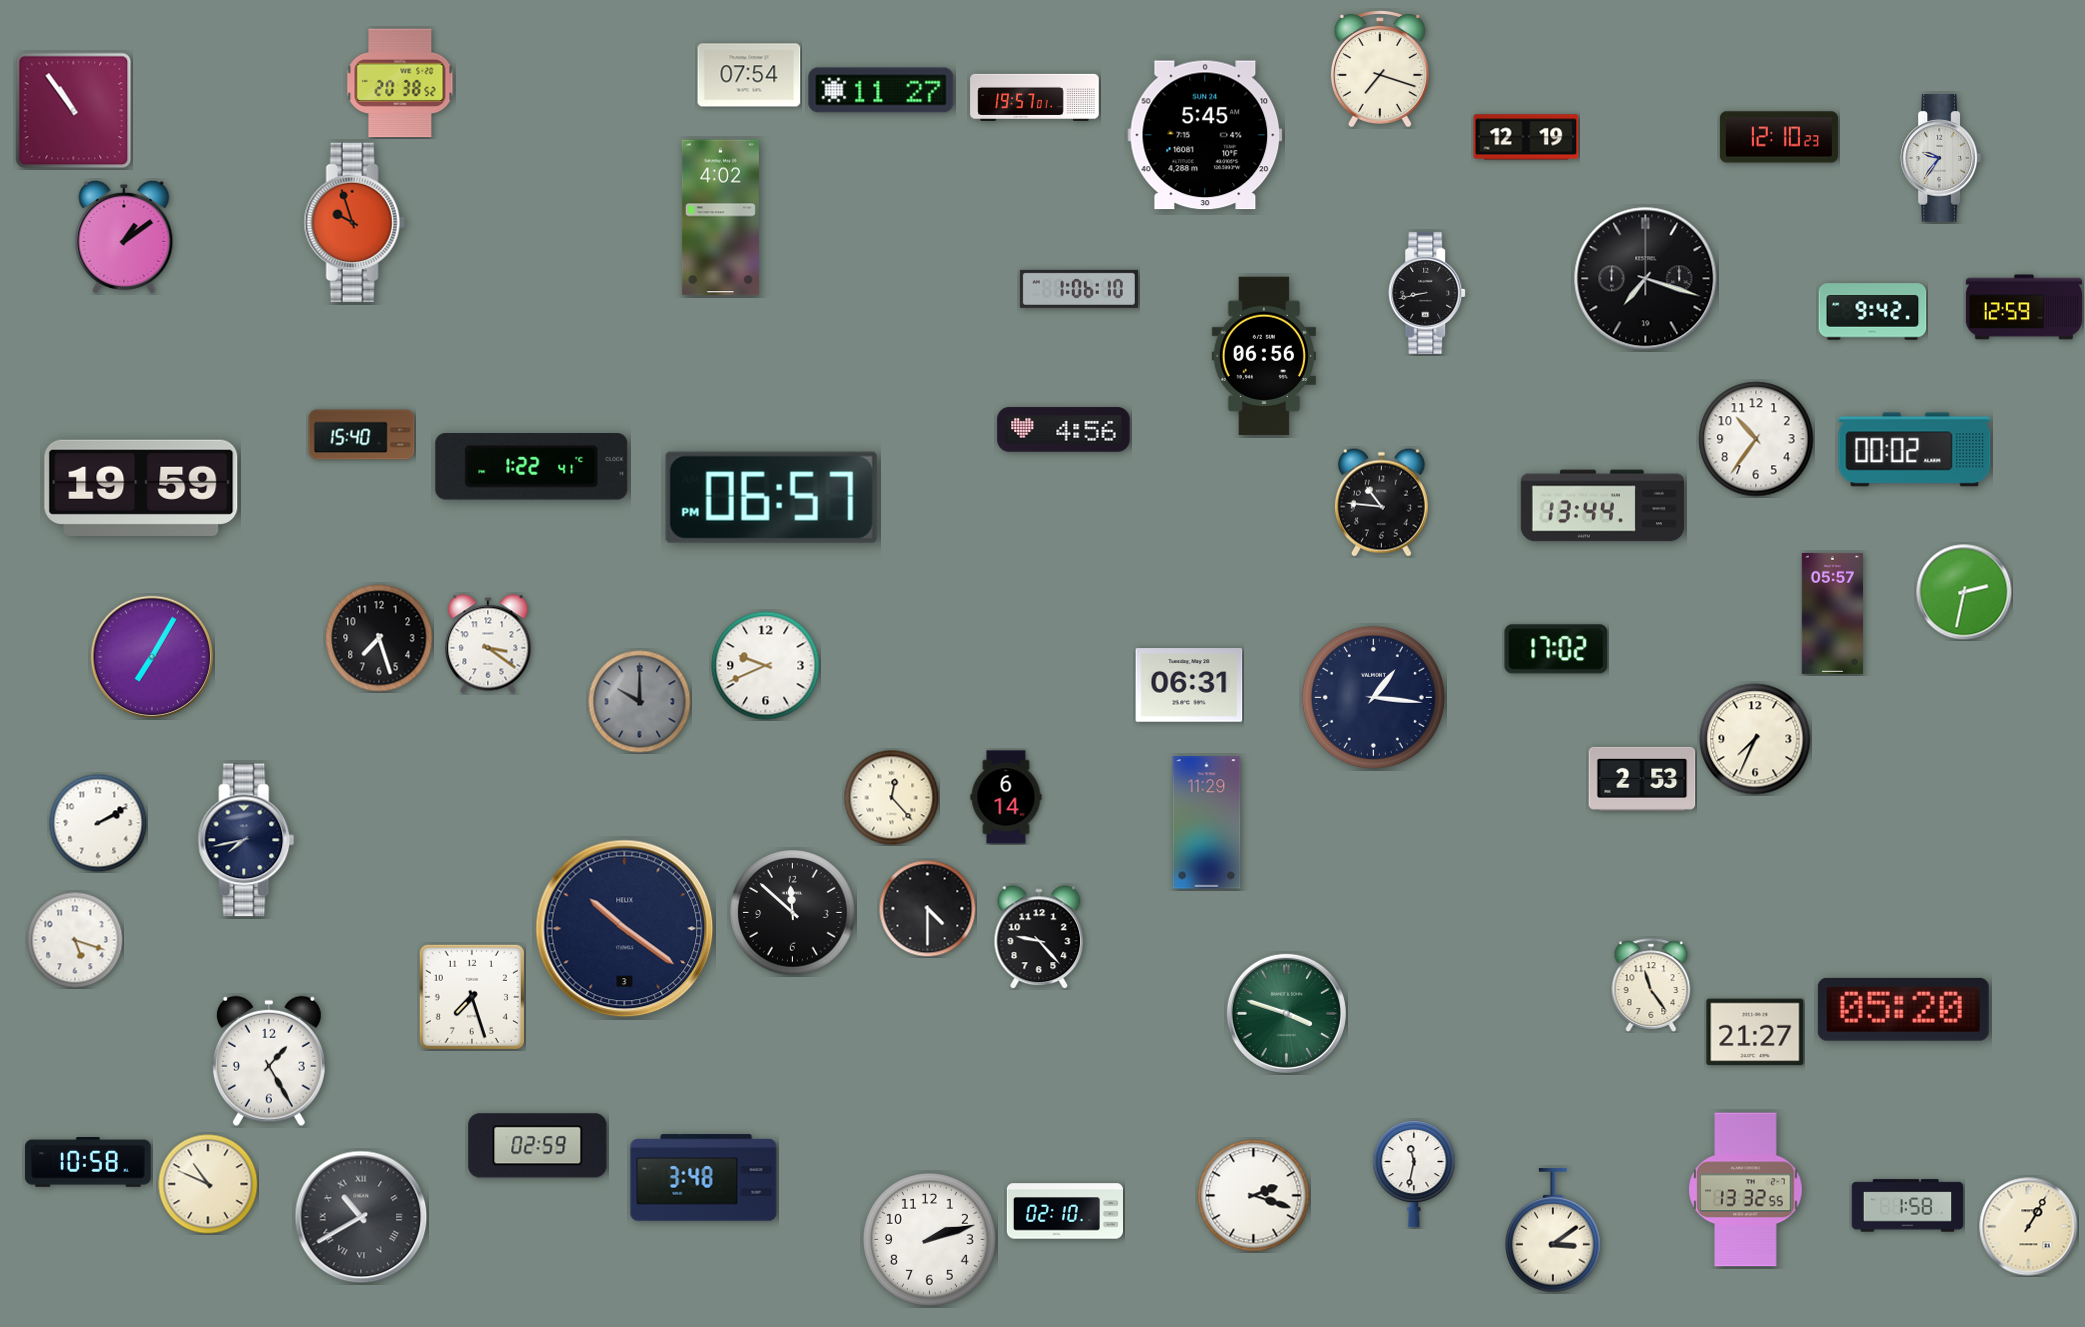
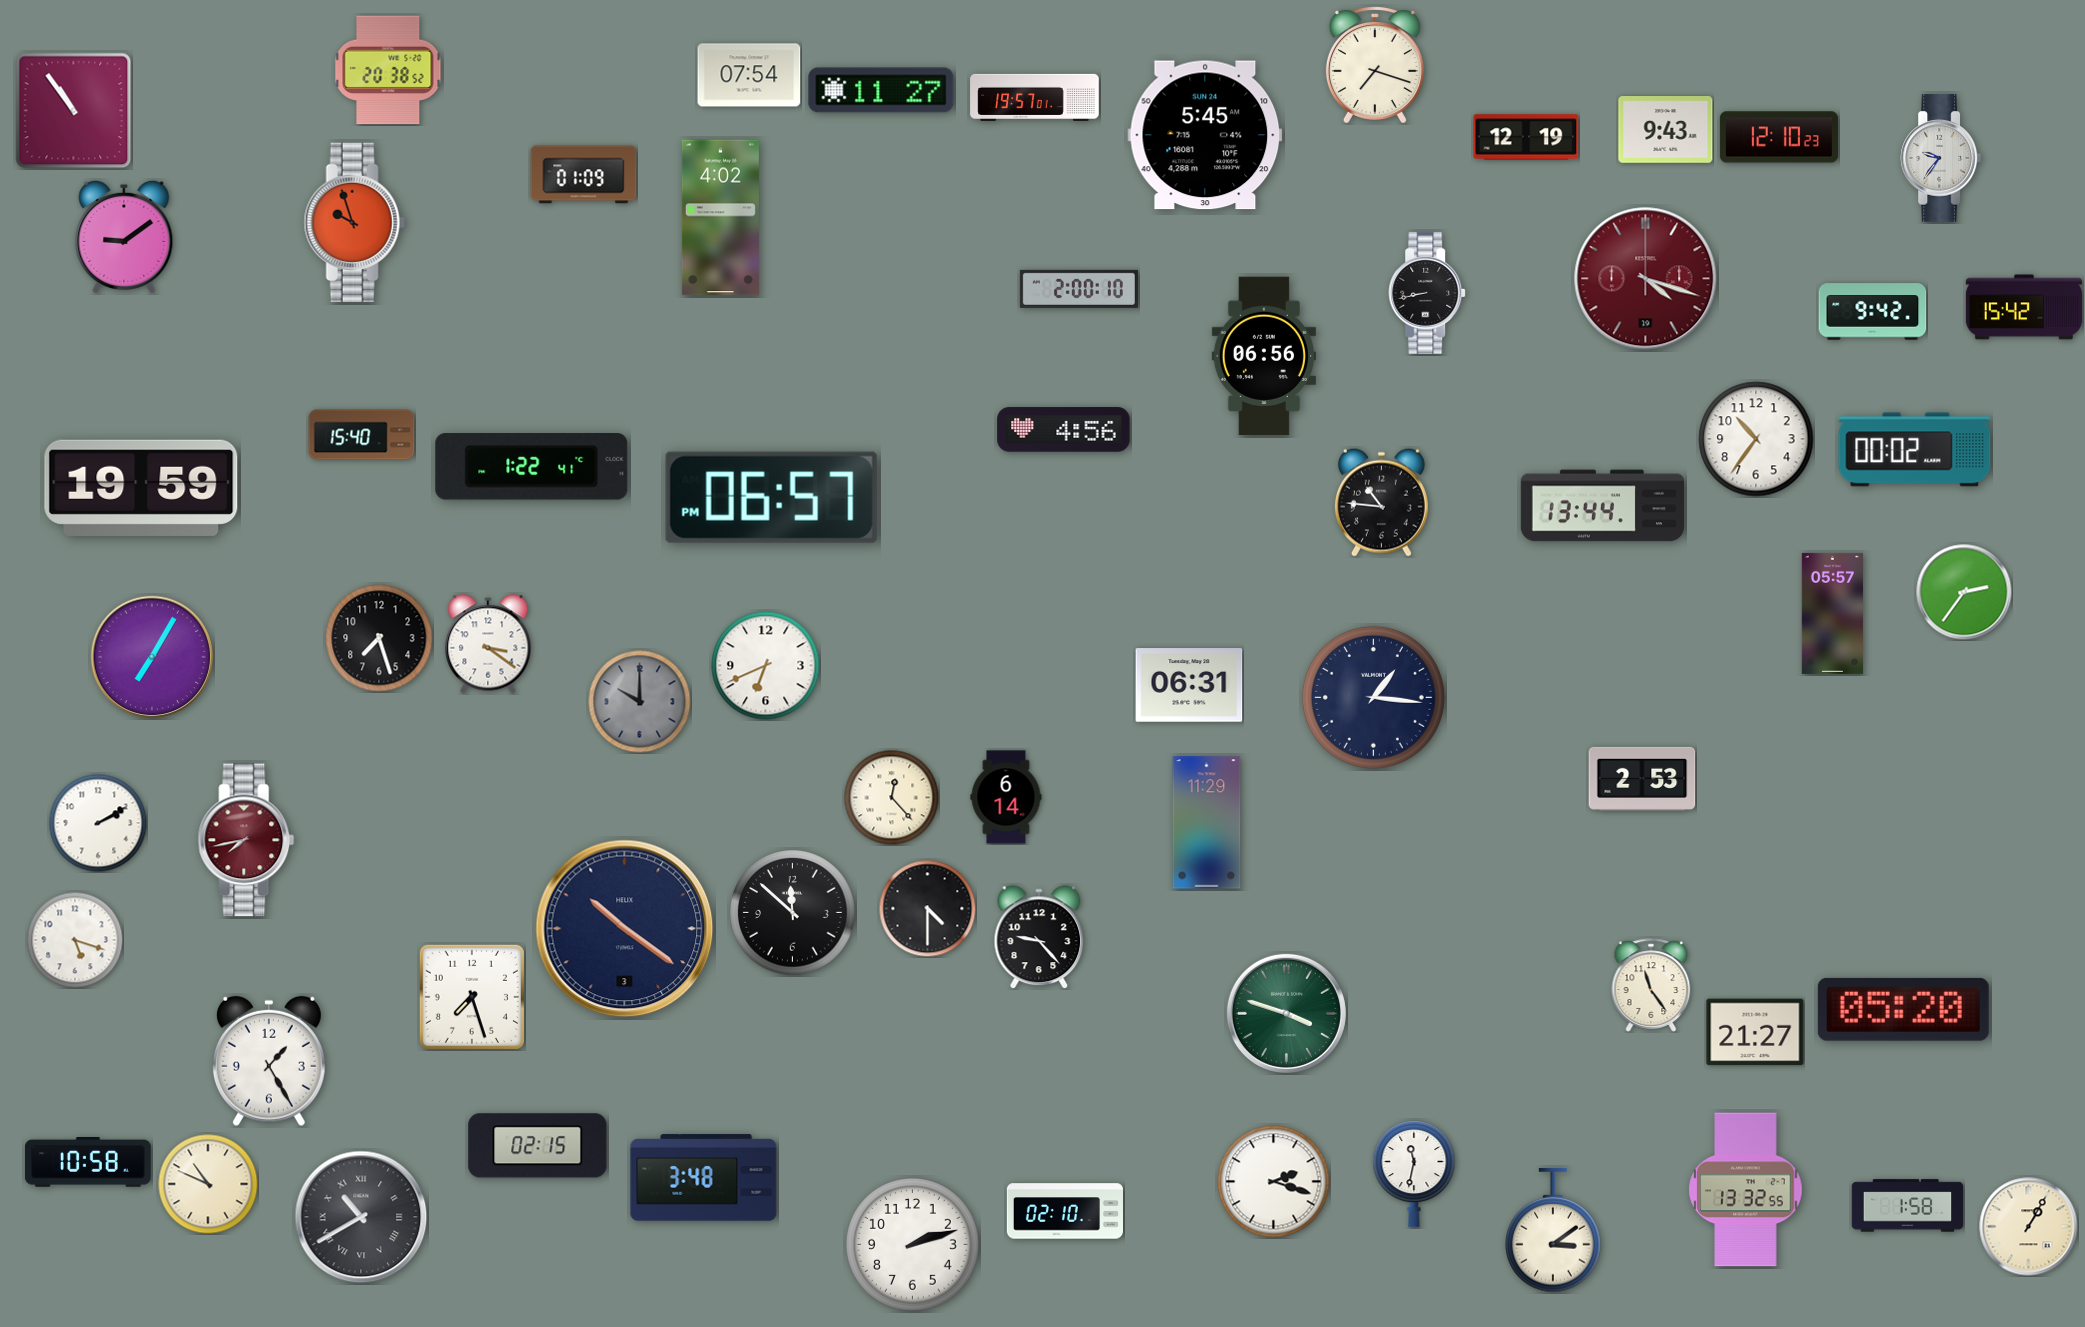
clock at (1380, 69) position: (1380, 69) -> (1375, 65)
clock at (400, 83) position: (400, 83) -> (388, 70)
clock at (1666, 130): none -> 9:43
clock at (584, 175): none -> 01:09
clock at (124, 237): 1:09 -> 9:09
clock at (1646, 279): 7:18 -> 4:18
clock at (1646, 279) dial: black -> burgundy
clock at (1079, 289): 1:06 -> 2:00
clock at (2023, 307): 12:59 -> 15:42
clock at (1964, 592): 2:32 -> 2:36
clock at (1556, 649): 17:02 -> none
clock at (766, 666): 9:41 -> 6:41
clock at (1755, 739): 7:34 -> none
clock at (246, 840) dial: navy -> burgundy
clock at (538, 1146): 02:59 -> 02:15
clock at (1254, 1196) position: (1254, 1196) -> (1274, 1182)
clock at (930, 1240) position: (930, 1240) -> (913, 1245)
